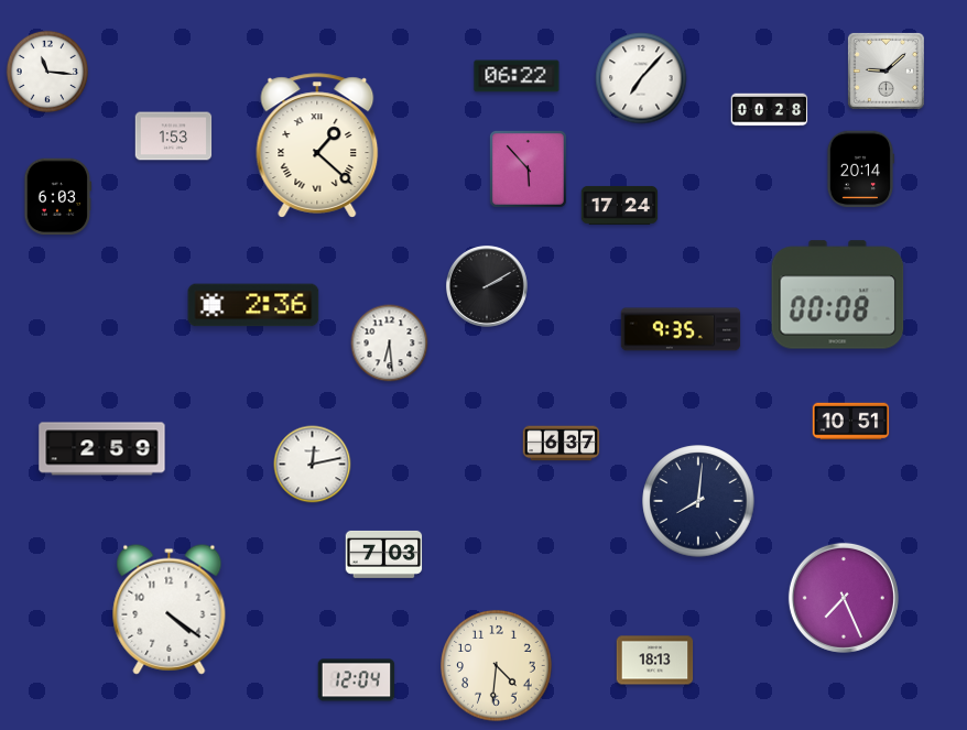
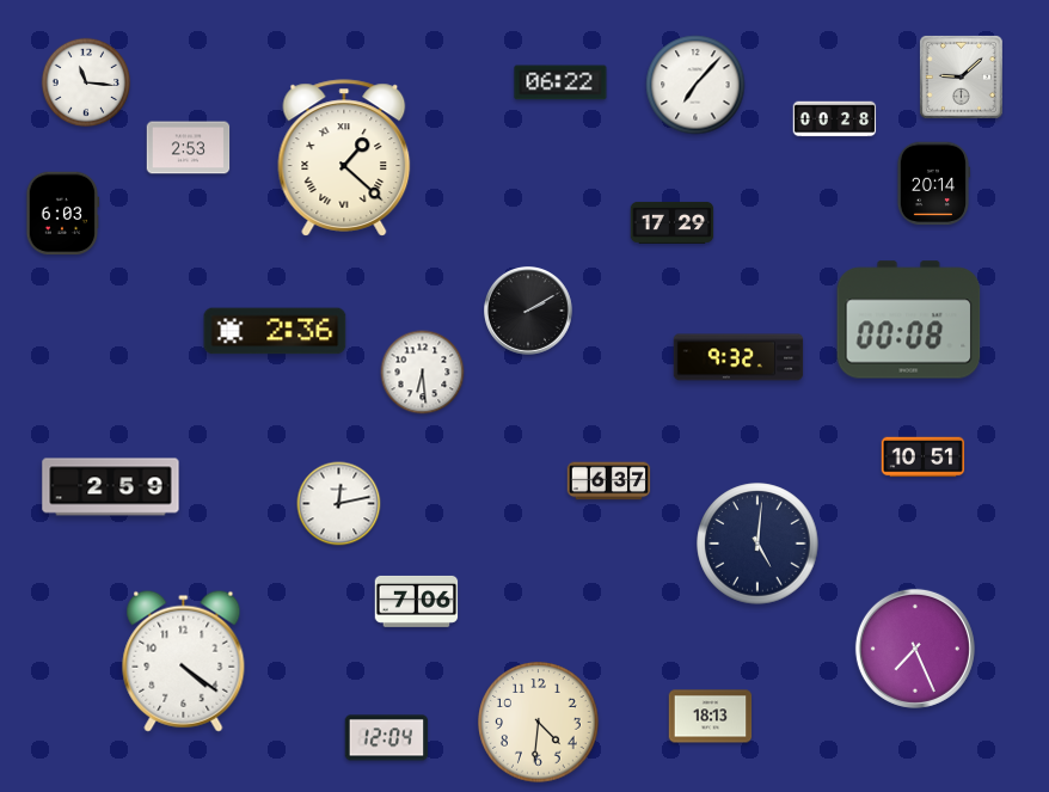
clock at (47, 72) position: (47, 72) -> (86, 82)
clock at (174, 137): 1:53 -> 2:53
clock at (528, 168): 5:53 -> none
clock at (620, 205): 17:24 -> 17:29
clock at (681, 329): 9:35 -> 9:32
clock at (698, 501): 8:01 -> 5:01
clock at (384, 554): 7:03 -> 7:06
